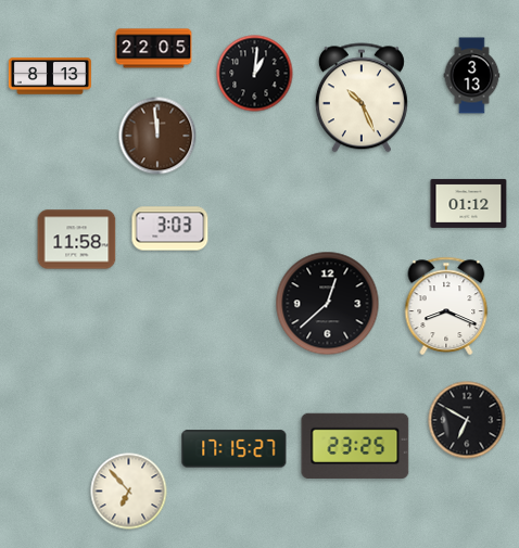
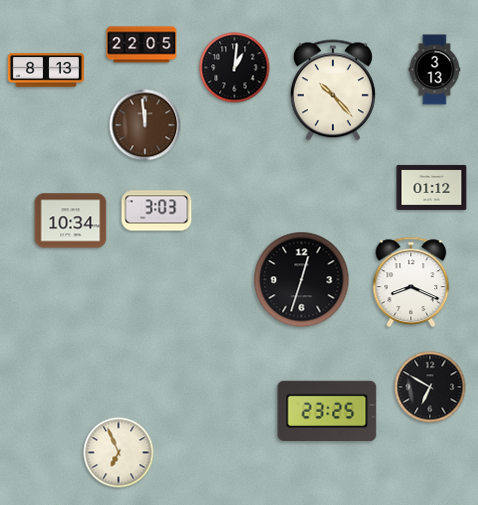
clock at (362, 98): 10:26 -> 10:23
clock at (77, 240): 11:58 -> 10:34
clock at (328, 304): 12:38 -> 12:33
clock at (235, 449): 17:15 -> none
clock at (129, 492): 6:53 -> 6:56
